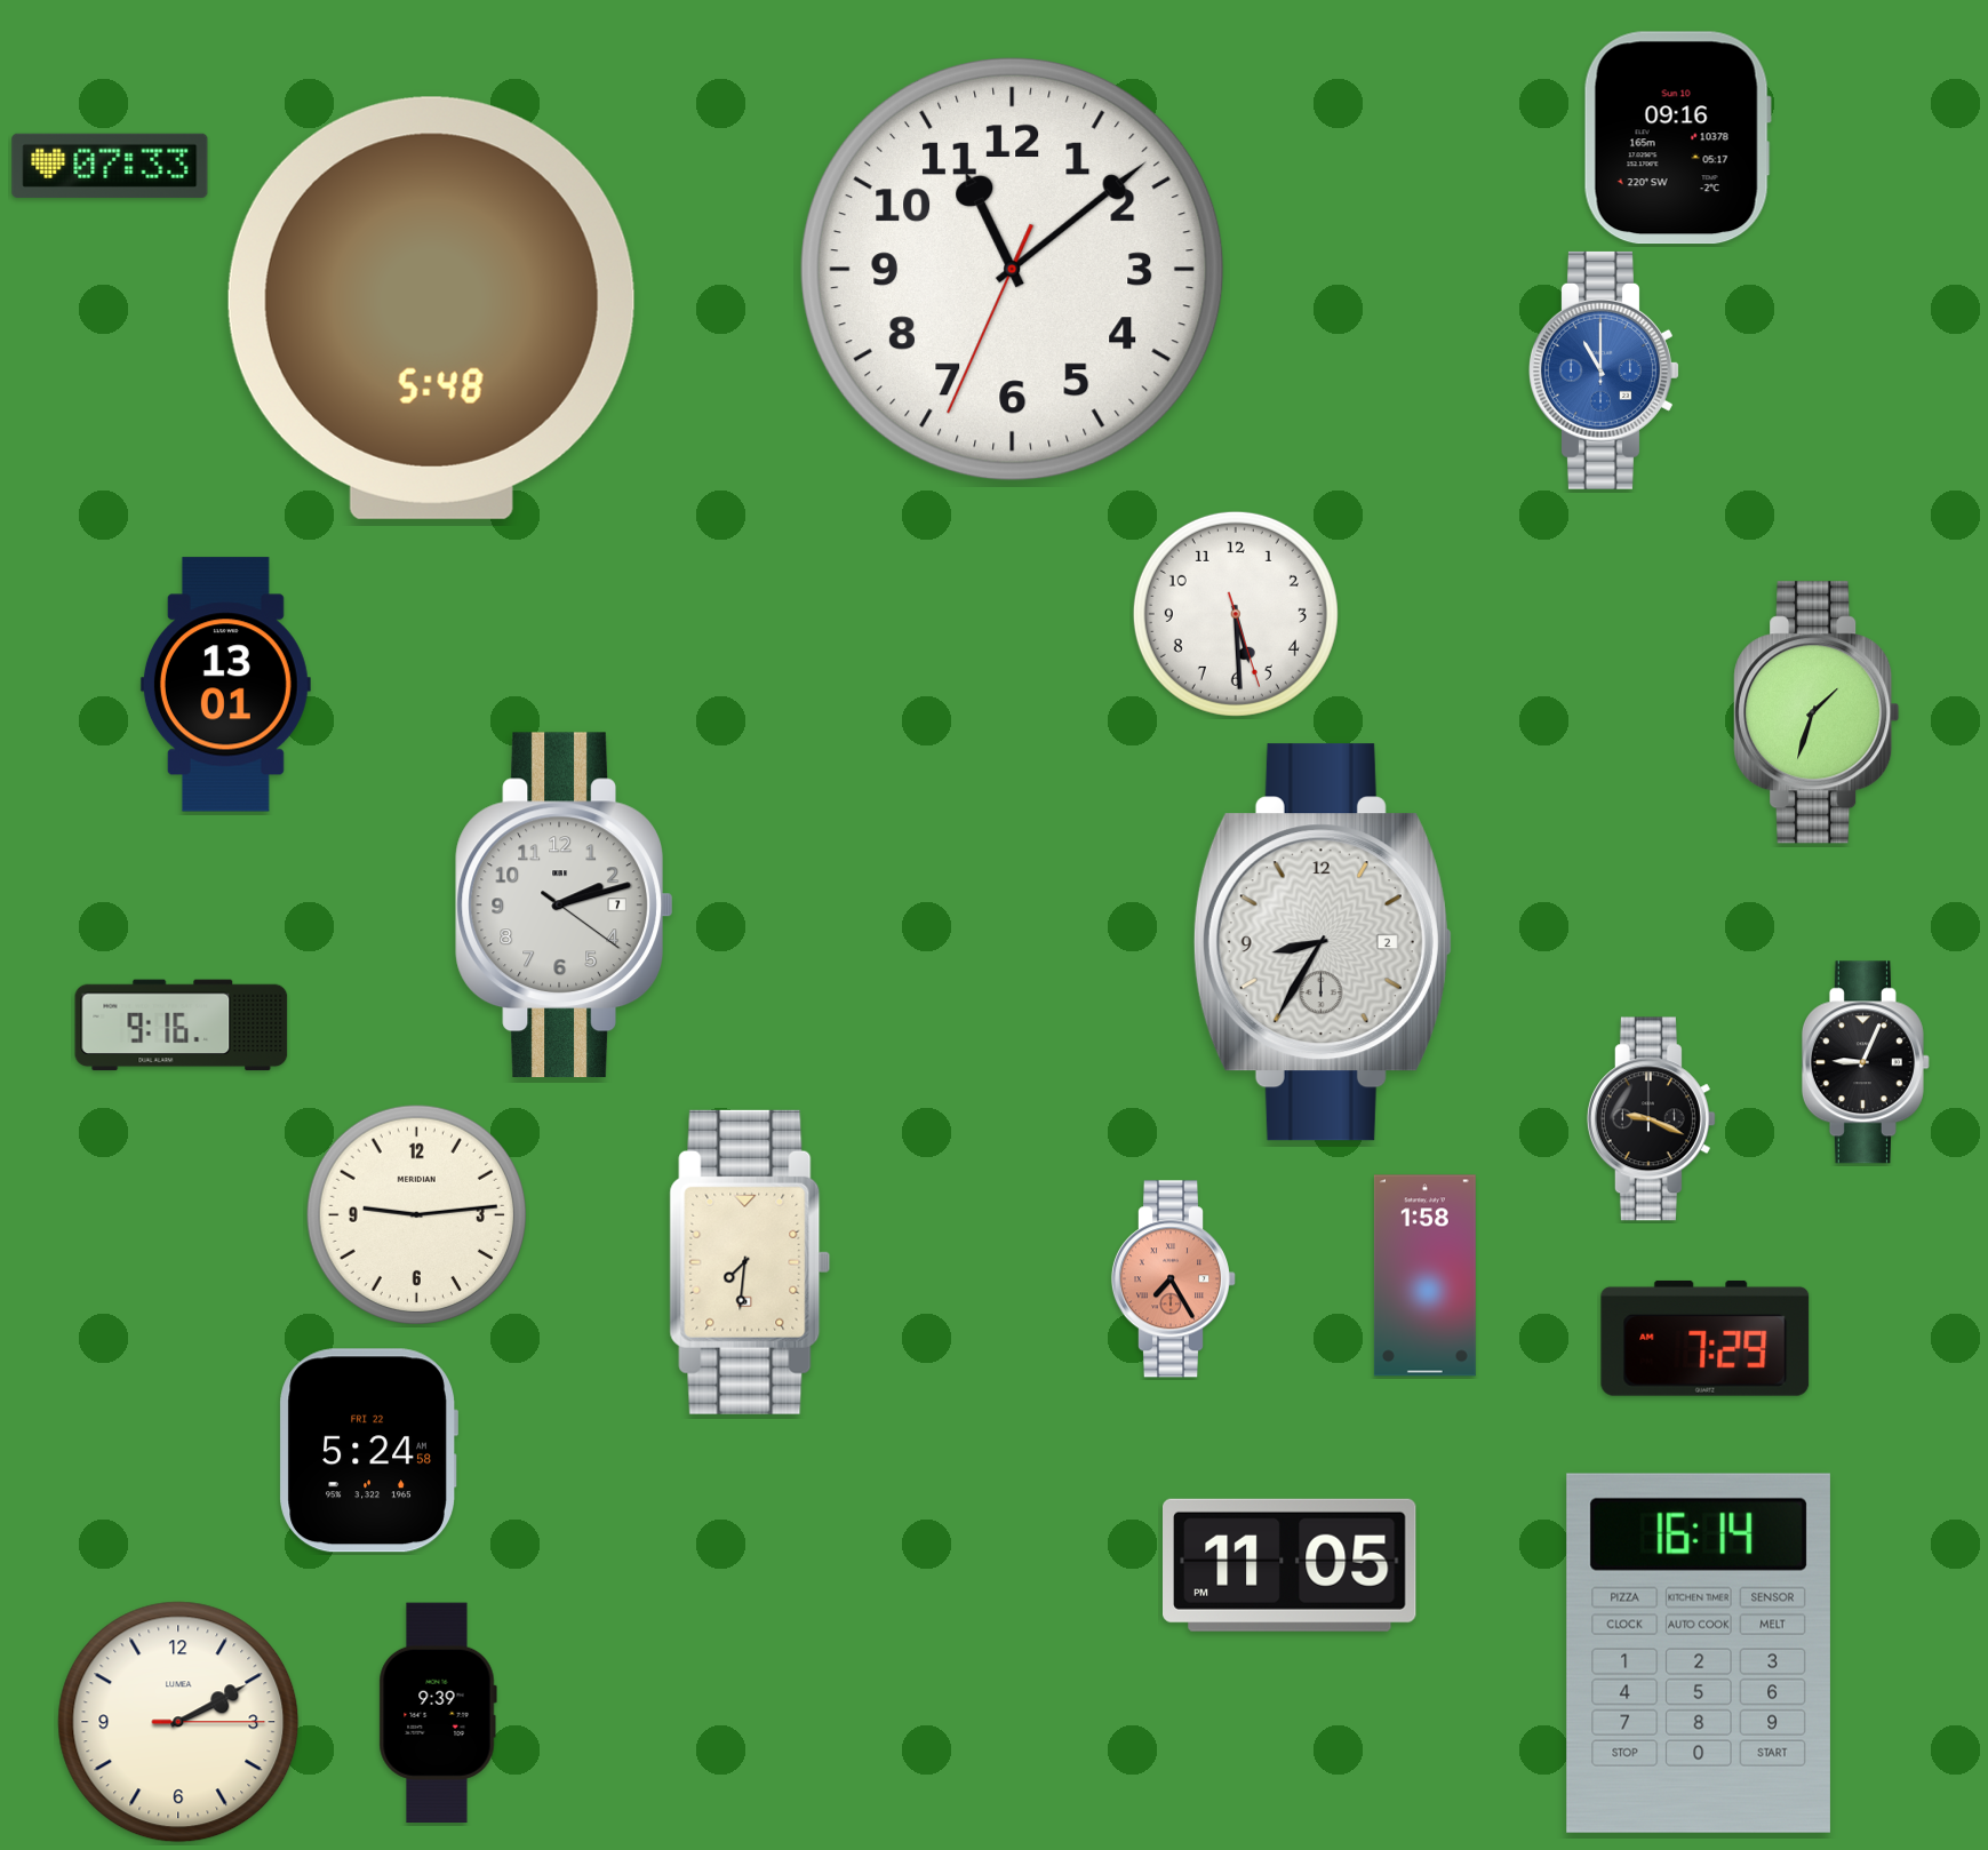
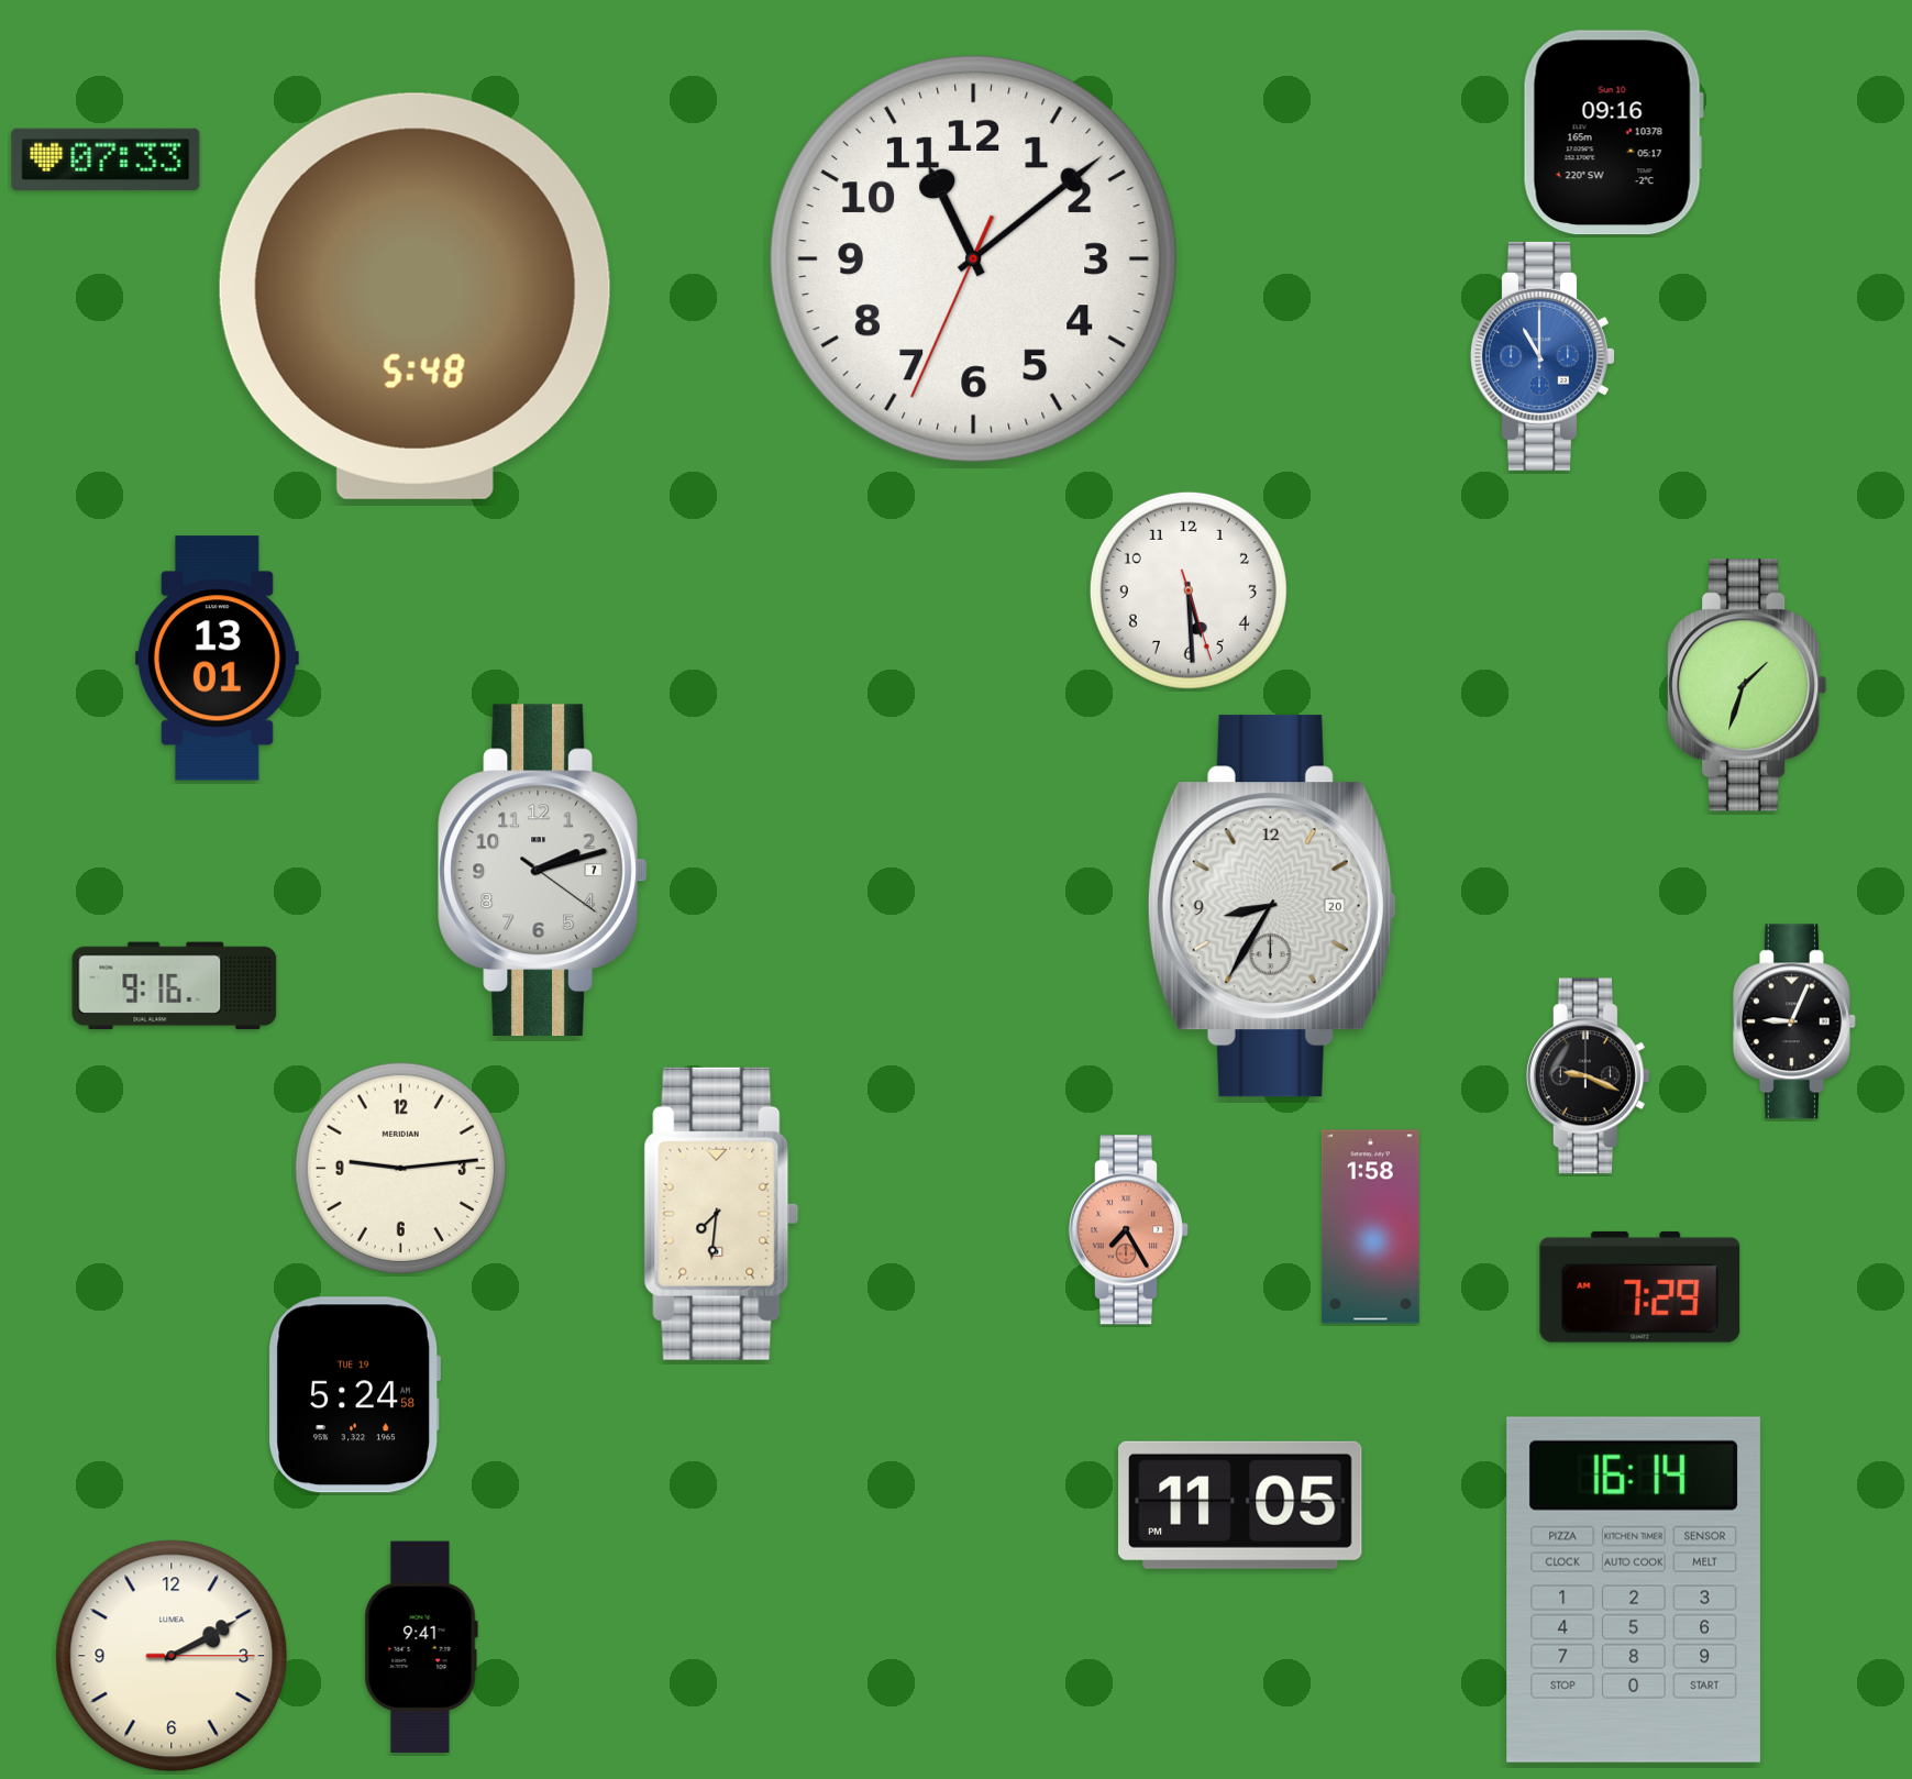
clock at (1323, 942) date: 2 -> 20
clock at (368, 1451) date: FRI 22 -> TUE 19
clock at (438, 1713): 9:39 -> 9:41
